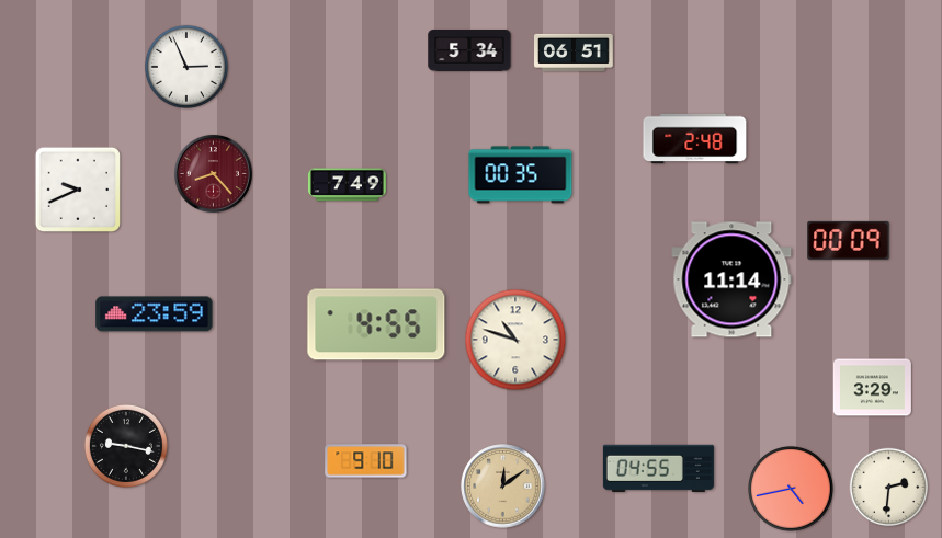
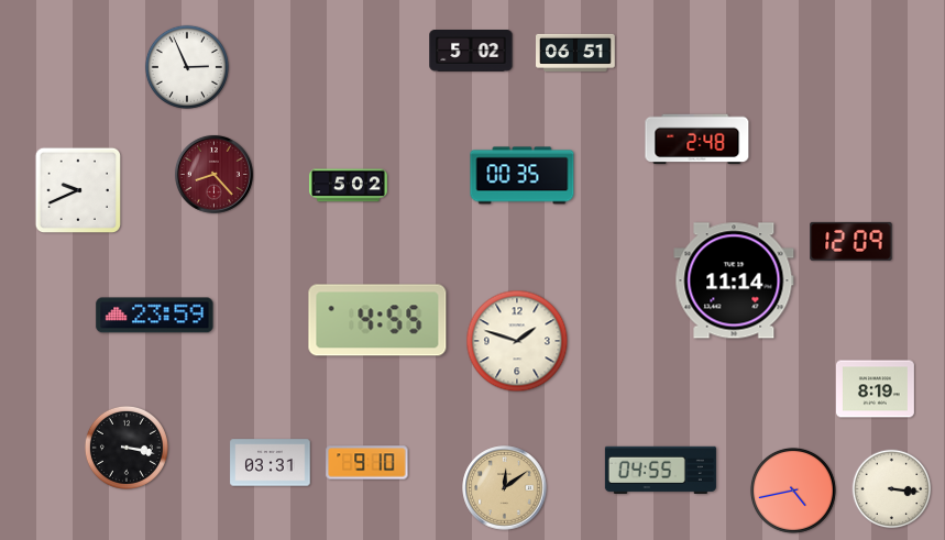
clock at (469, 51): 5:34 -> 5:02
clock at (347, 185): 7:49 -> 5:02
clock at (849, 240): 00:09 -> 12:09
clock at (376, 324) position: (376, 324) -> (377, 320)
clock at (515, 340): 10:48 -> 1:48
clock at (872, 388): 3:29 -> 8:19
clock at (126, 446): 9:17 -> 3:17
clock at (271, 463): none -> 03:31
clock at (889, 488): 2:31 -> 3:16
